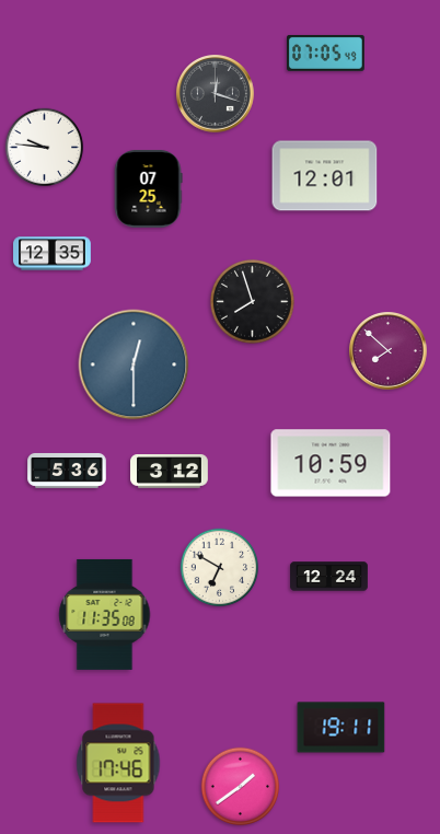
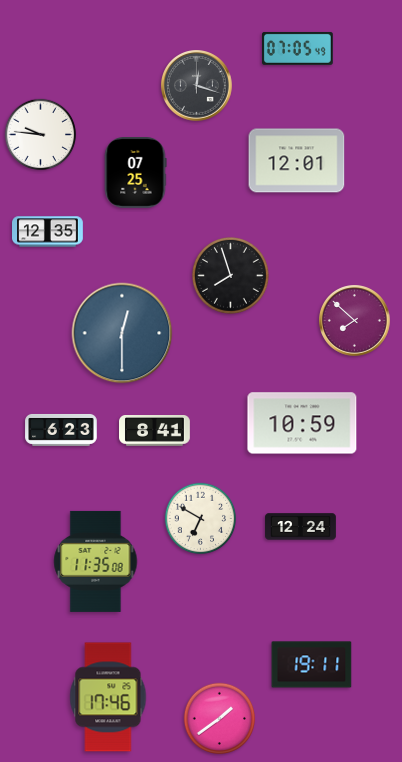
clock at (67, 471): 5:36 -> 6:23
clock at (170, 472): 3:12 -> 8:41
